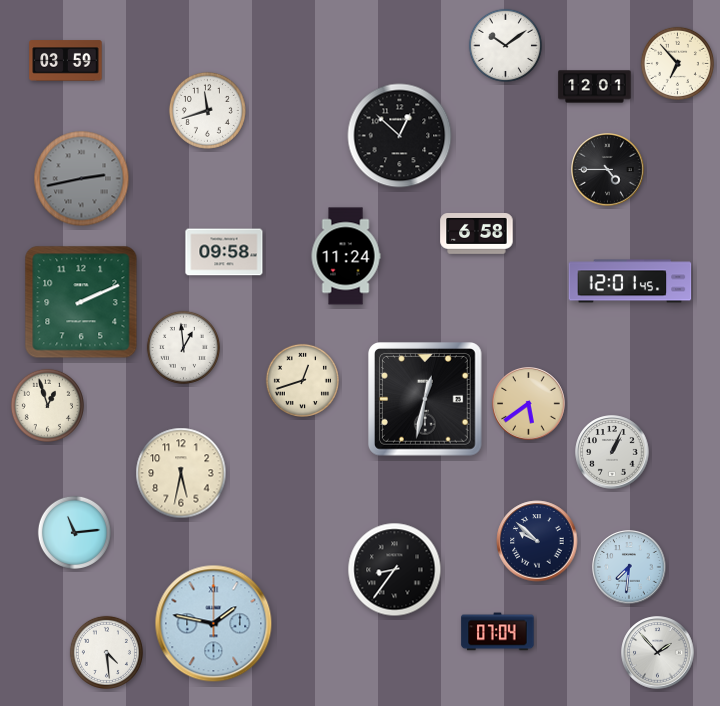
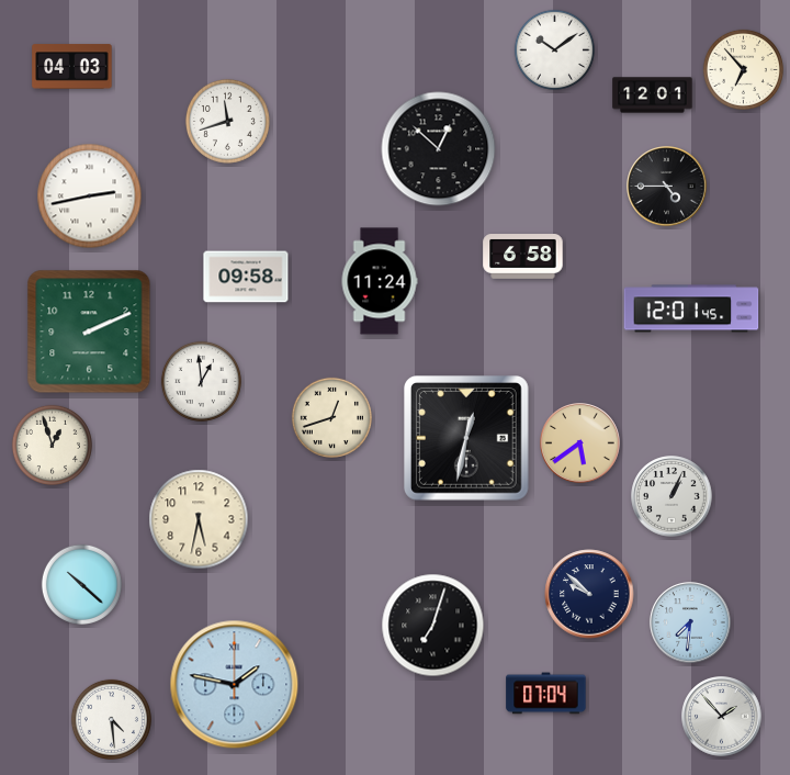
clock at (66, 61): 03:59 -> 04:03
clock at (82, 179) dial: grey -> white
clock at (74, 532): 11:14 -> 10:22
clock at (395, 570): 8:36 -> 7:03
clock at (106, 652) position: (106, 652) -> (111, 719)
